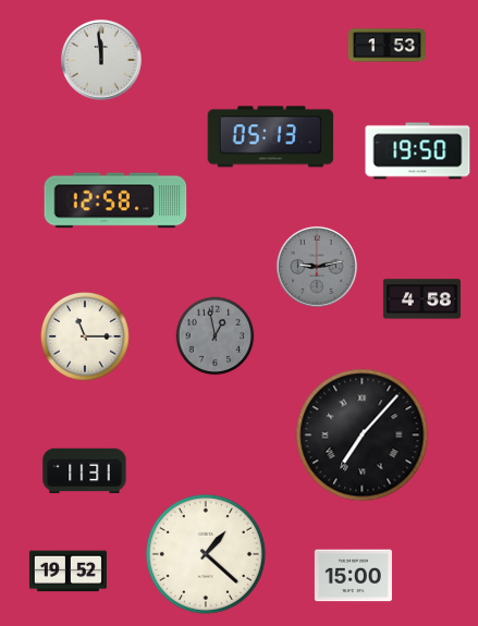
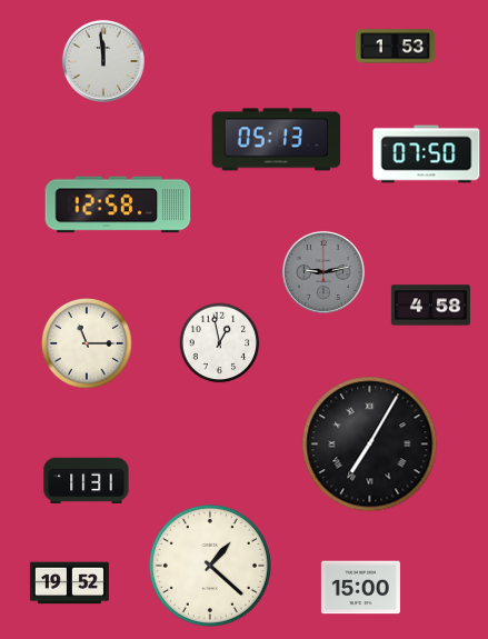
clock at (418, 151): 19:50 -> 07:50
clock at (216, 336) dial: grey -> white
clock at (363, 435): 7:07 -> 7:05
